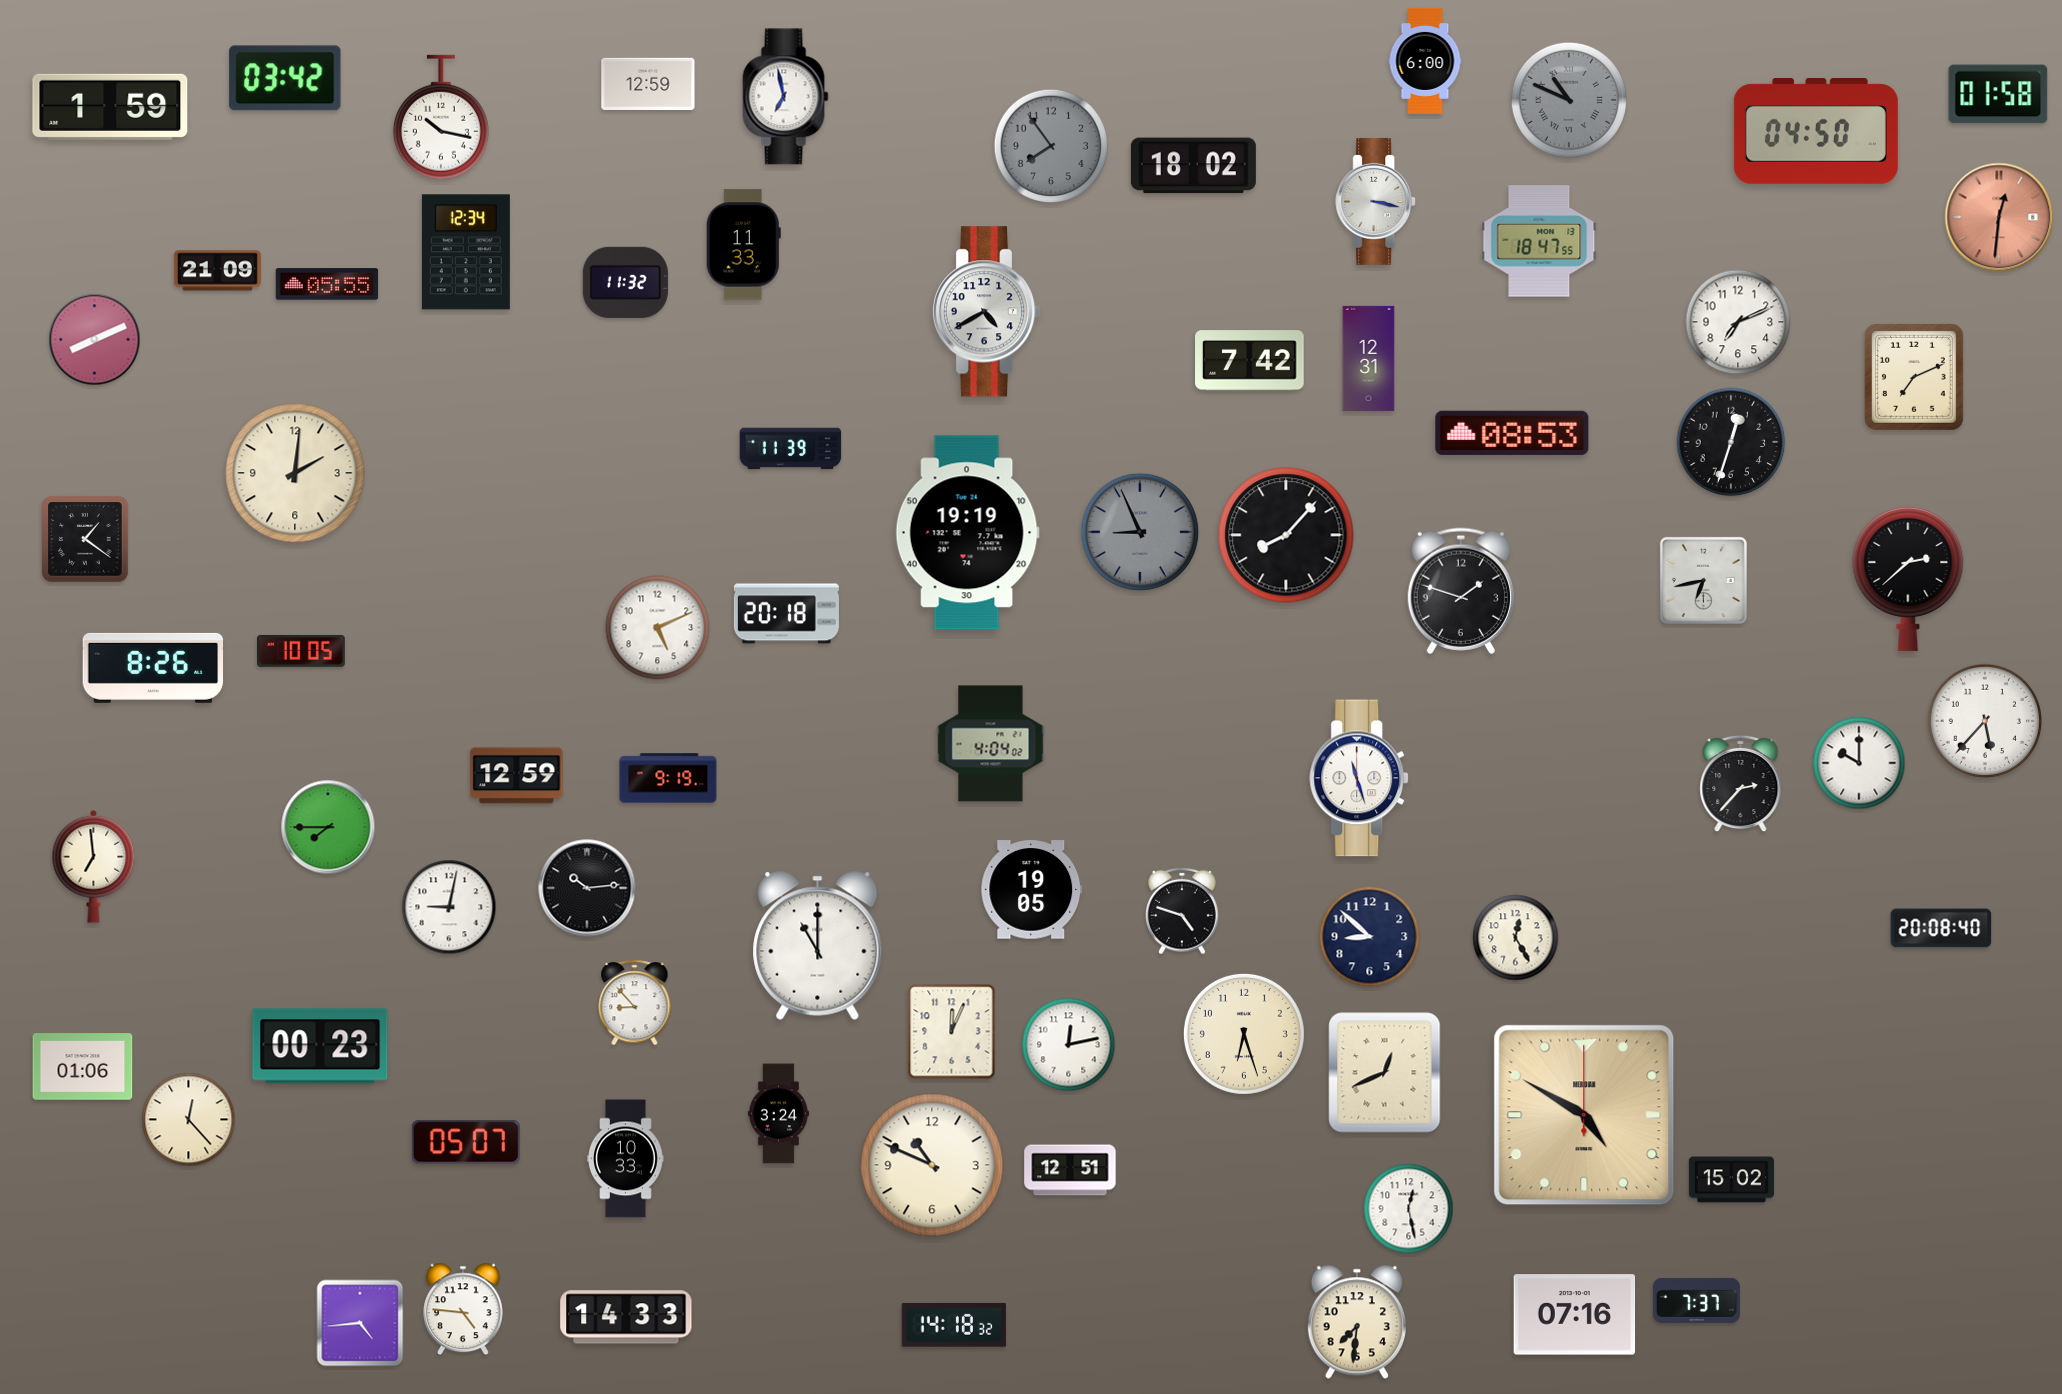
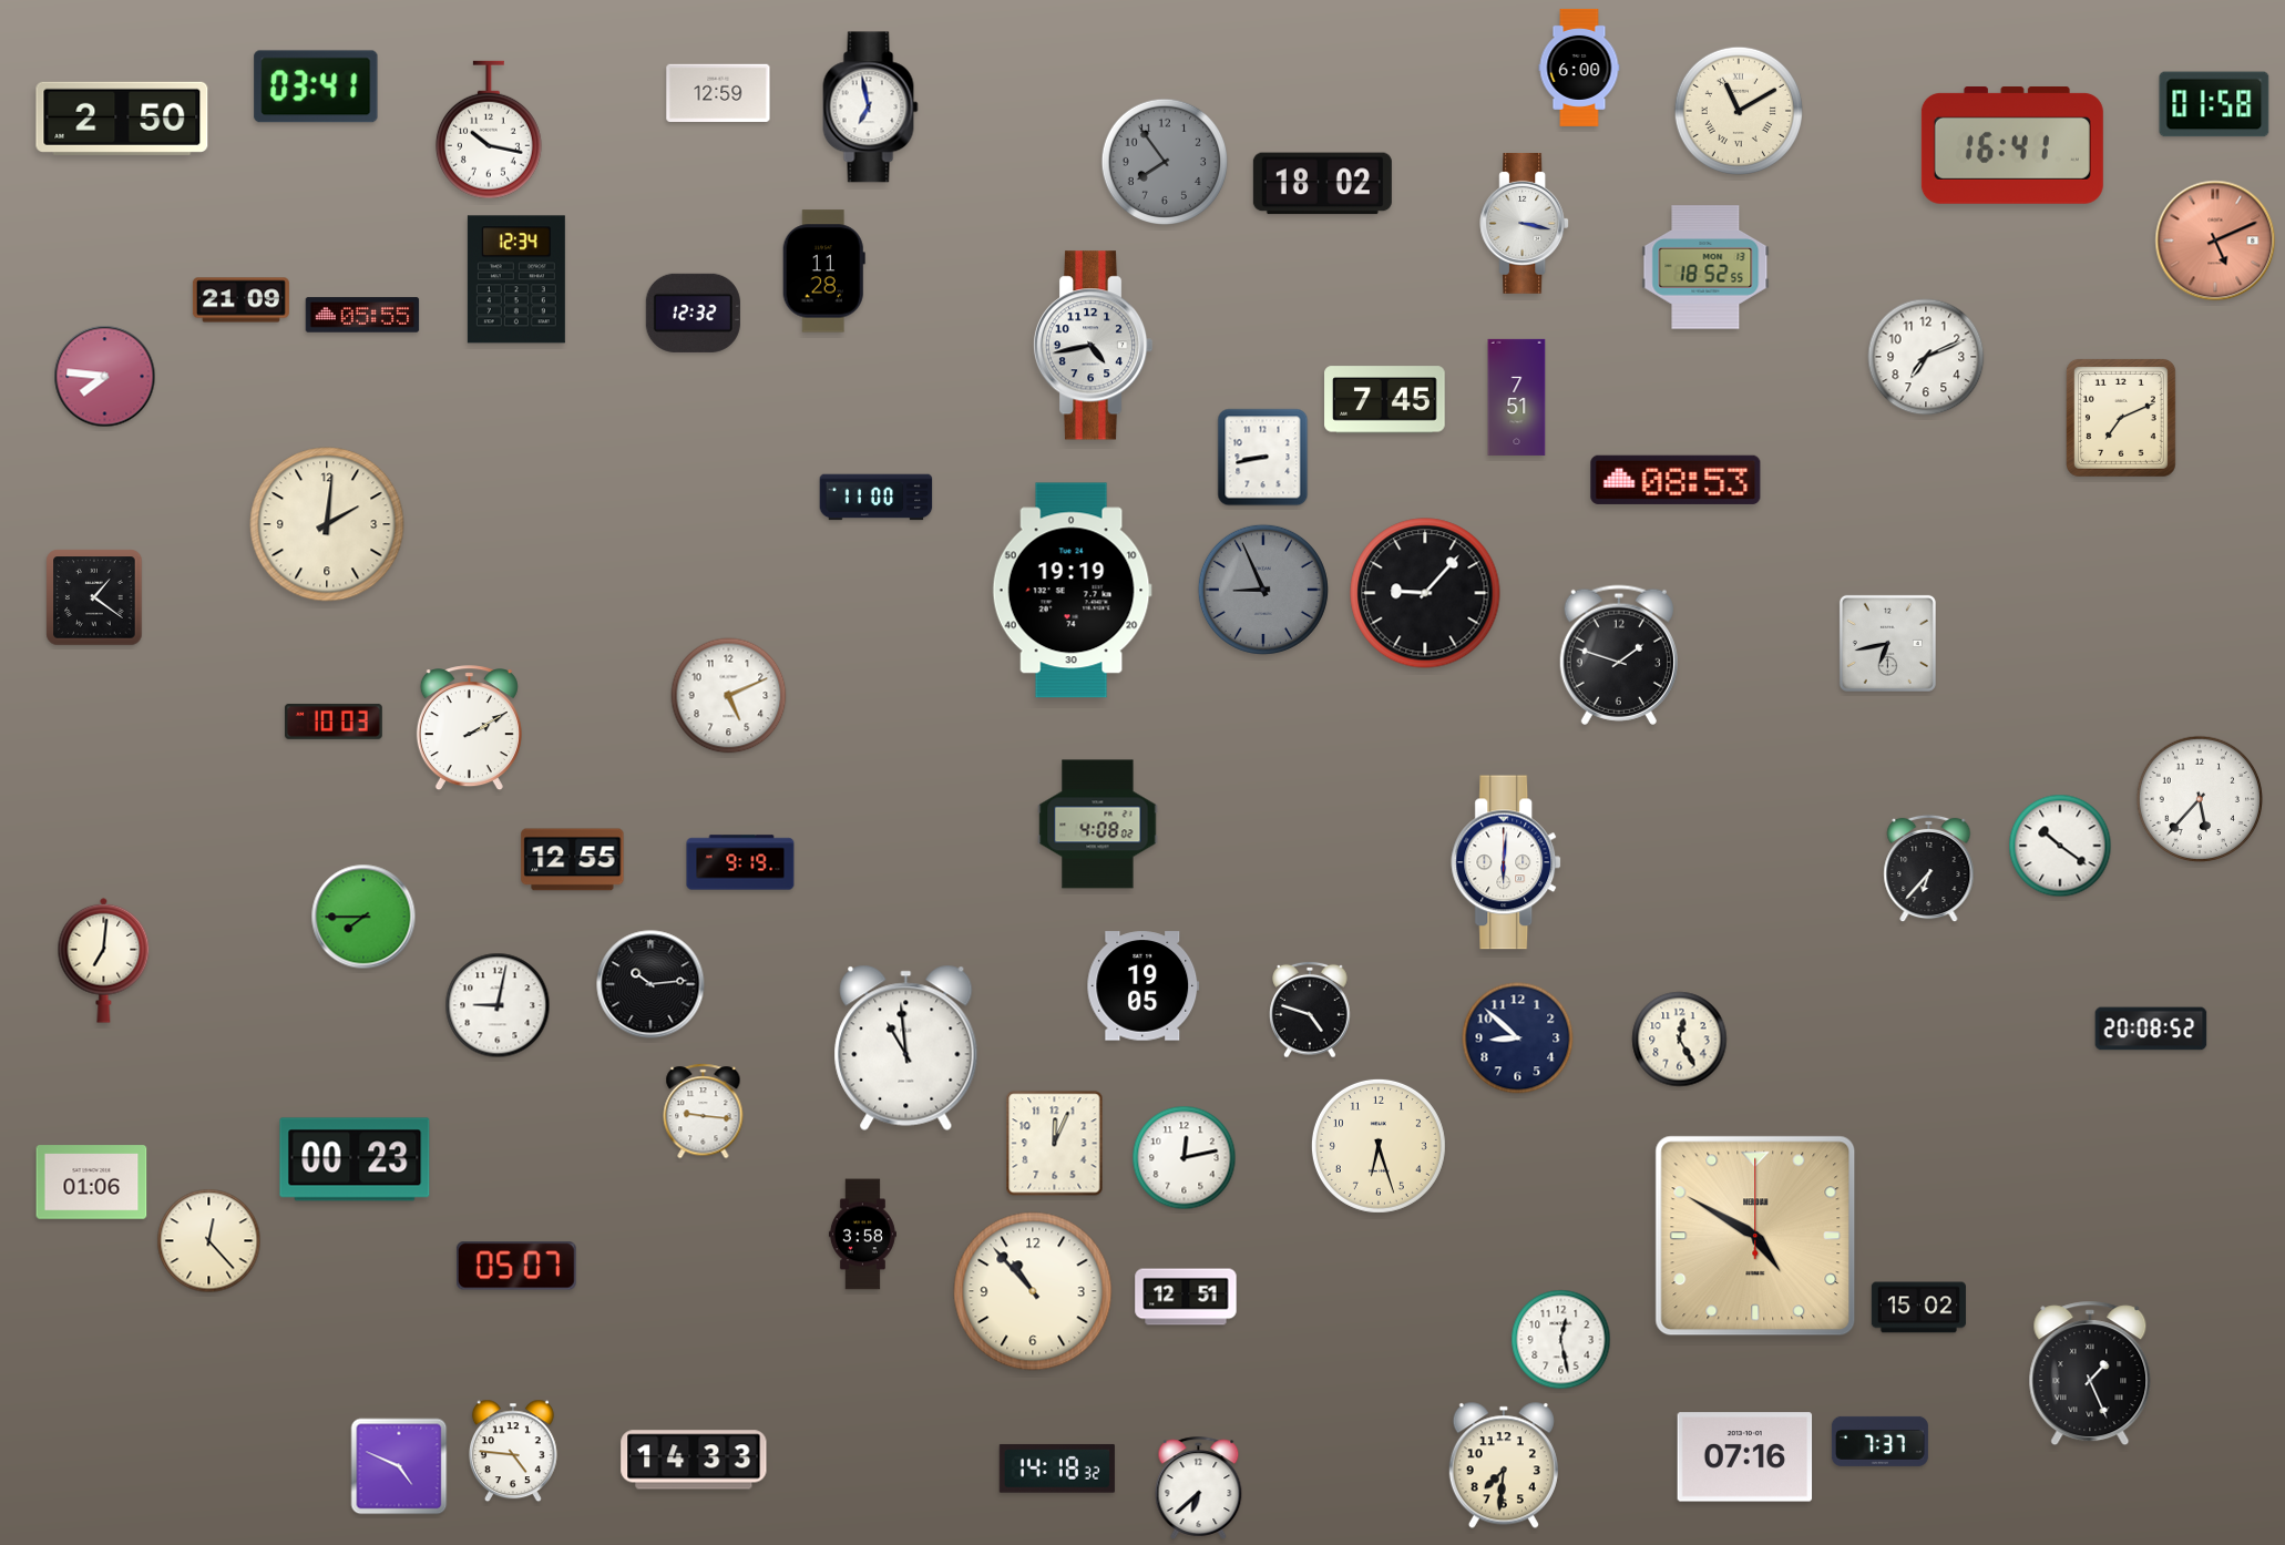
clock at (285, 78): 03:42 -> 03:41
clock at (1569, 100): 10:49 -> 11:10
clock at (1569, 100) dial: grey -> cream
clock at (110, 107): 1:59 -> 2:50
clock at (1816, 132): 04:50 -> 16:41
clock at (1999, 217): 12:31 -> 5:11
clock at (1539, 241): 18:47 -> 18:52
clock at (743, 245): 11:33 -> 11:28
clock at (625, 282): 11:32 -> 12:32
clock at (986, 312): 4:40 -> 4:43
clock at (95, 340): 8:11 -> 7:46
clock at (1369, 358): 12:31 -> 7:51
clock at (1250, 361): 7:42 -> 7:45
clock at (1263, 458): none -> 8:43
clock at (1731, 442): 12:33 -> none
clock at (791, 449): 11:39 -> 11:00
clock at (1286, 535): 8:07 -> 9:07
clock at (1908, 578): 2:38 -> none
clock at (786, 614): 20:18 -> none
clock at (301, 651): 10:05 -> 10:03
clock at (469, 728): none -> 2:10
clock at (153, 668): 8:26 -> none
clock at (991, 744): 4:04 -> 4:08
clock at (1859, 763): 10:00 -> 10:21
clock at (517, 776): 12:59 -> 12:55
clock at (1360, 778): 11:27 -> 6:01
clock at (1741, 784): 2:37 -> 6:37
clock at (94, 866): 6:59 -> 7:01
clock at (1941, 928): 20:08:40 -> 20:08:52
clock at (818, 945): 11:00 -> 10:59
clock at (635, 1003): 8:53 -> 9:16
clock at (1385, 1073): 12:41 -> none
clock at (778, 1114): 3:24 -> 3:58
clock at (626, 1159): 10:33 -> none
clock at (932, 1165): 10:49 -> 10:53
clock at (2090, 1373): none -> 1:26
clock at (360, 1323): 4:44 -> 4:49
clock at (1199, 1487): none -> 6:38
